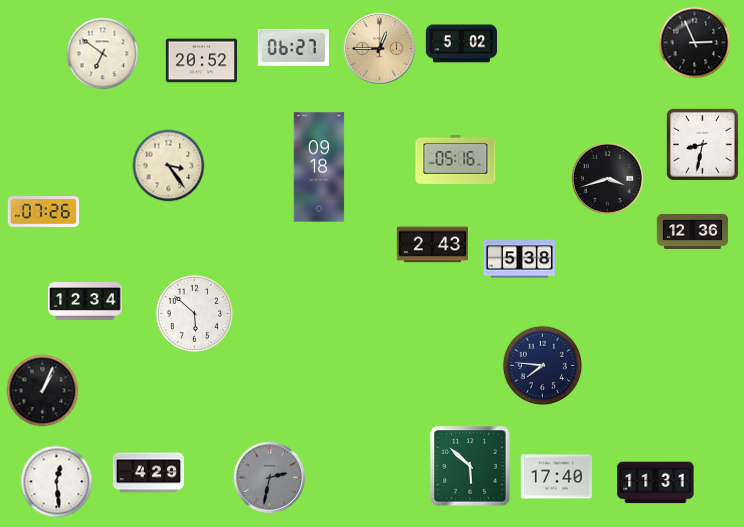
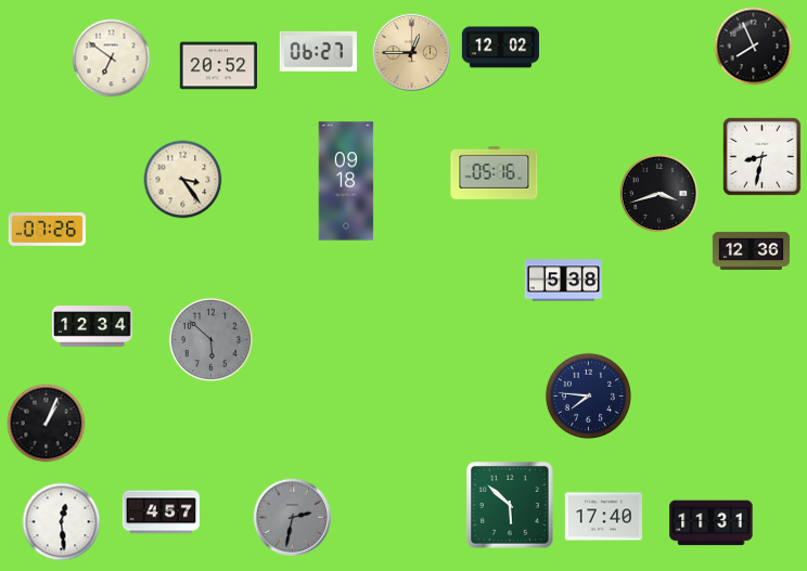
clock at (695, 43): 2:56 -> 7:56
clock at (461, 44): 5:02 -> 12:02
clock at (432, 245): 2:43 -> none
clock at (195, 314) dial: white -> grey
clock at (148, 473): 4:29 -> 4:57
